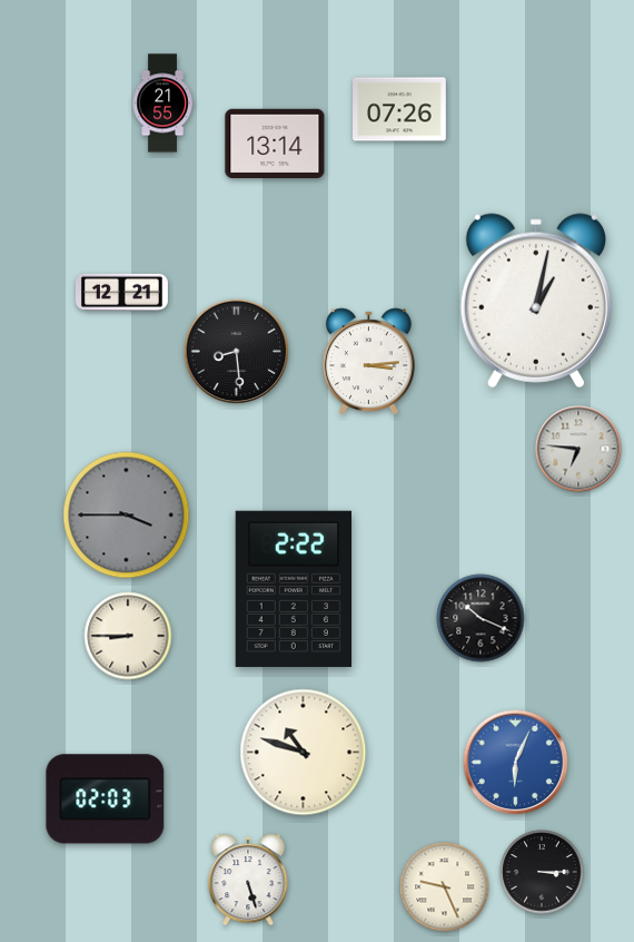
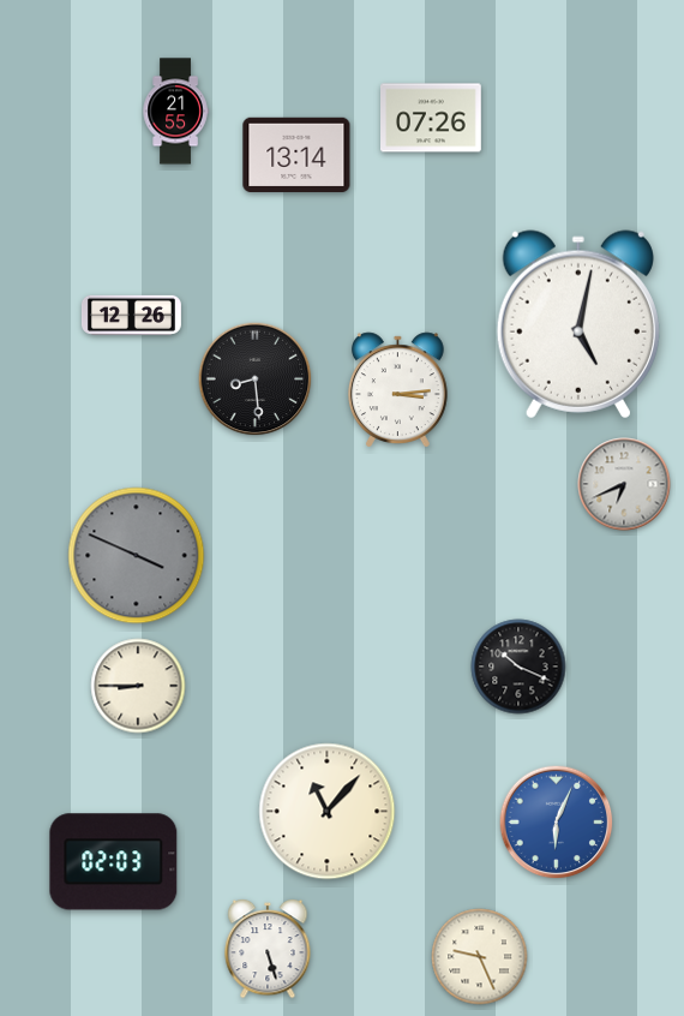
clock at (121, 292): 12:21 -> 12:26
clock at (536, 301): 1:02 -> 5:02
clock at (578, 449): 6:46 -> 6:41
clock at (127, 516): 3:45 -> 3:49
clock at (293, 589): 2:22 -> none
clock at (304, 753): 10:48 -> 11:07
clock at (542, 872): 3:15 -> none
